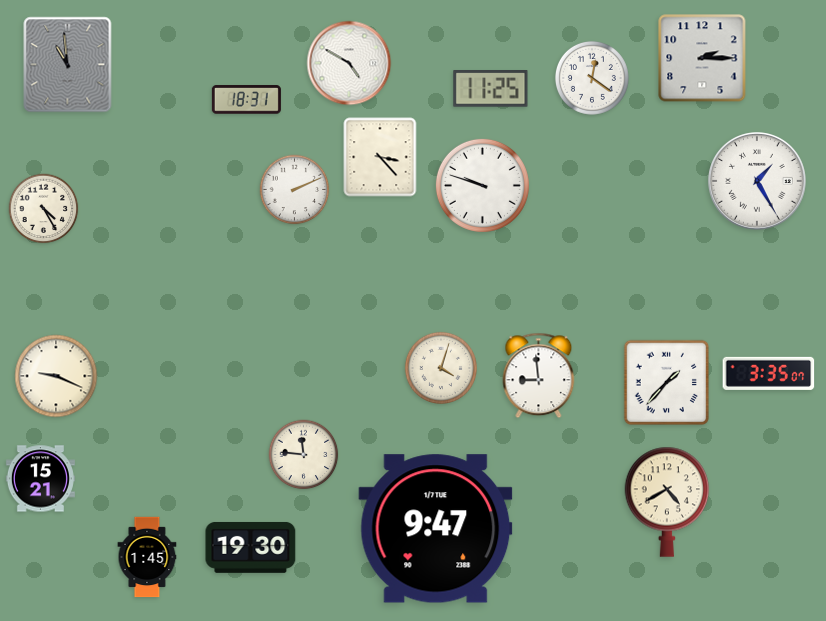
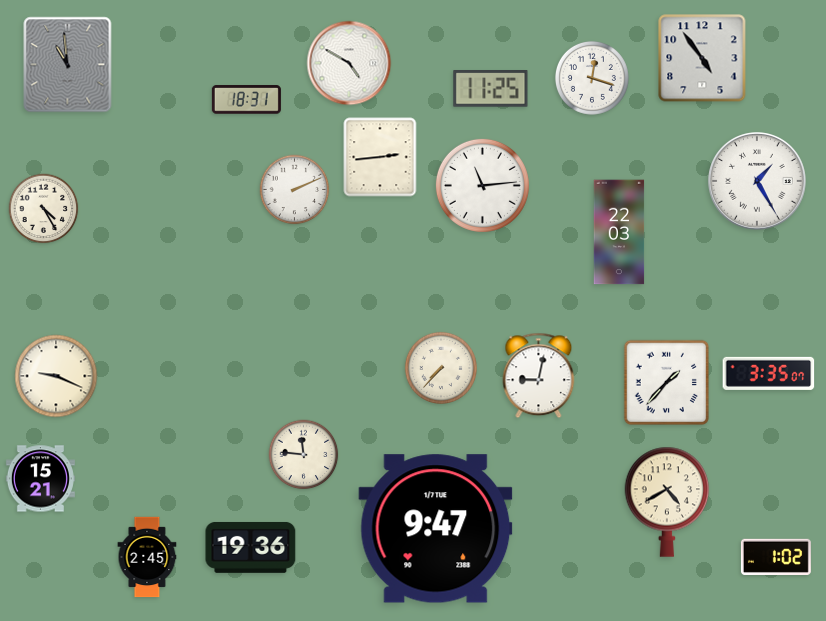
clock at (702, 58): 2:15 -> 4:54
clock at (592, 78): 12:21 -> 12:18
clock at (380, 157): 3:23 -> 2:44
clock at (482, 185): 9:48 -> 11:14
clock at (619, 232): none -> 22:03
clock at (441, 368): 4:03 -> 7:37
clock at (539, 376): 8:59 -> 9:02
clock at (251, 547): 19:30 -> 19:36
clock at (776, 556): none -> 1:02
clock at (147, 557): 1:45 -> 2:45
